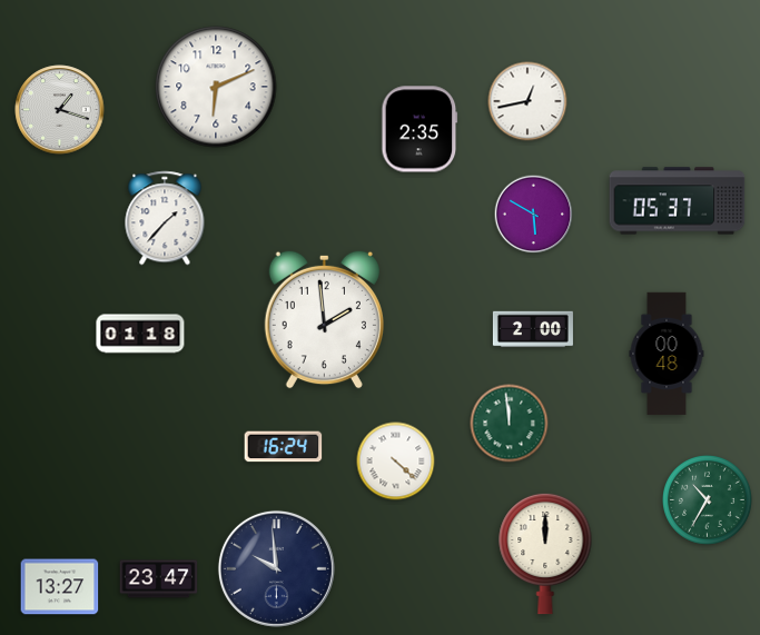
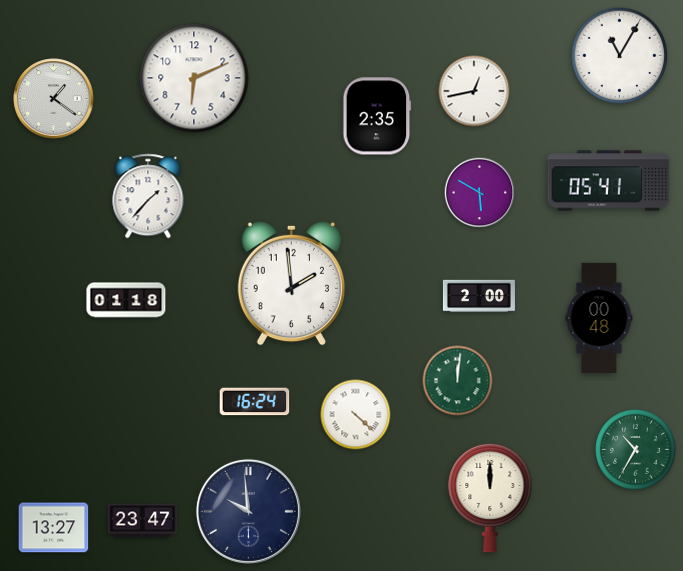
clock at (620, 56): none -> 11:05
clock at (60, 110): 1:18 -> 1:21
clock at (678, 201): 05:37 -> 05:41
clock at (324, 319) position: (324, 319) -> (291, 283)
clock at (510, 424): 11:59 -> 12:01
